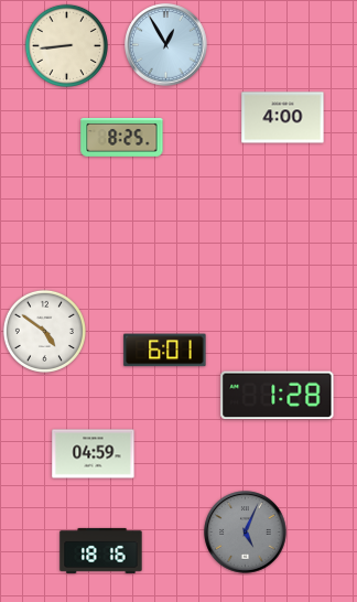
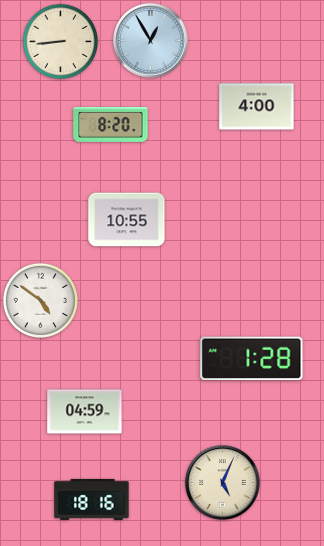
clock at (122, 137): 8:25 -> 8:20
clock at (127, 220): none -> 10:55
clock at (165, 351): 6:01 -> none
clock at (246, 533) dial: grey -> cream
